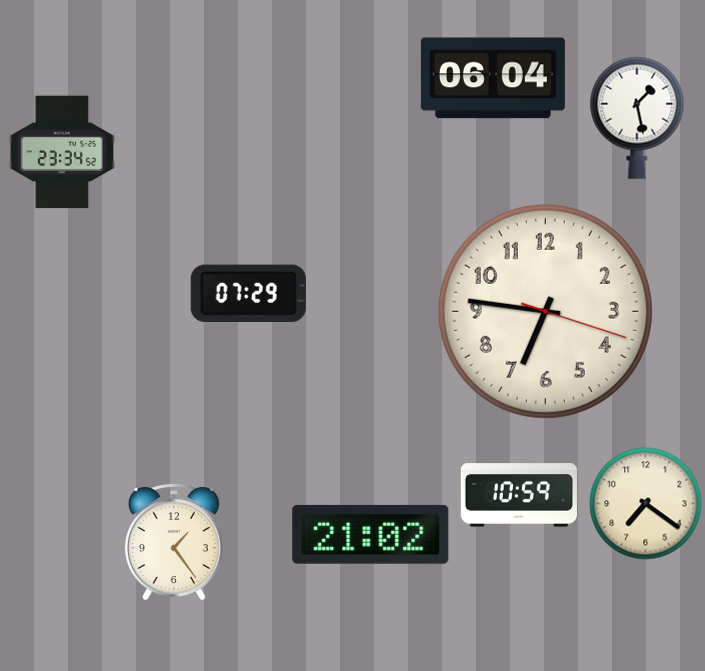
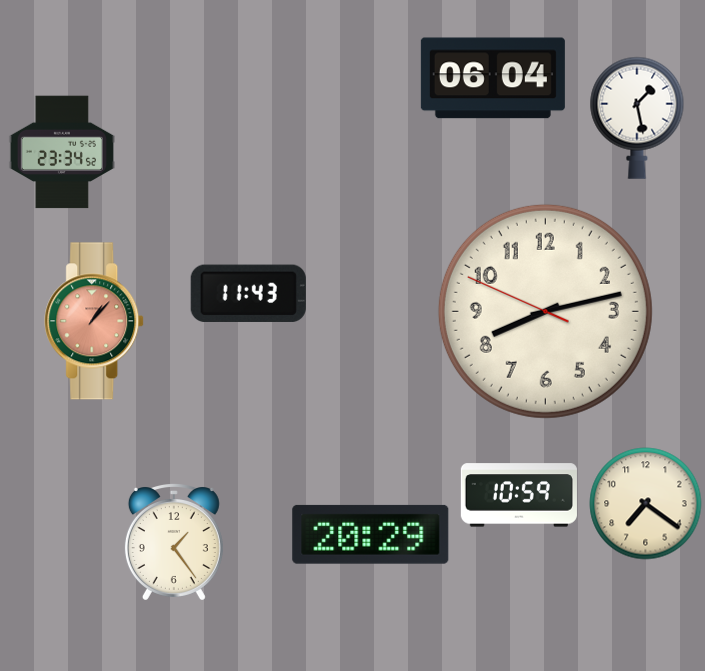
clock at (248, 293): 07:29 -> 11:43
clock at (545, 311): 6:46 -> 8:12
clock at (95, 321): none -> 1:07
clock at (371, 534): 21:02 -> 20:29
